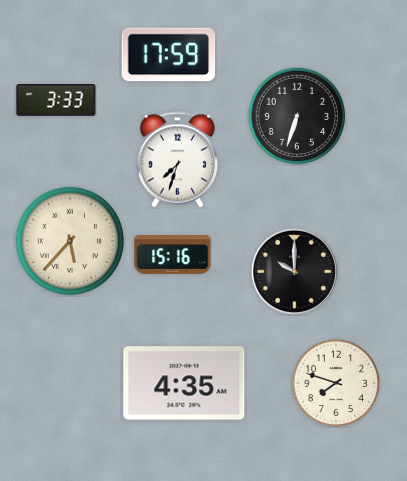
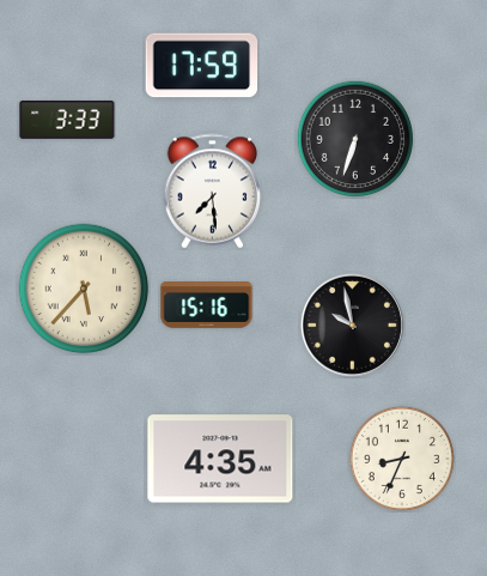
clock at (177, 160): 7:33 -> 7:29
clock at (294, 271): 10:00 -> 9:58
clock at (336, 383): 7:48 -> 8:34
